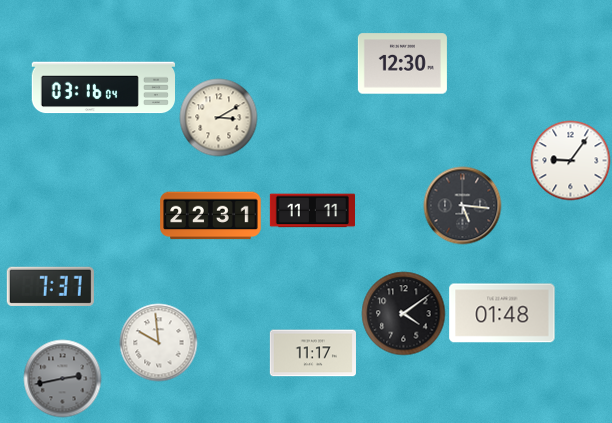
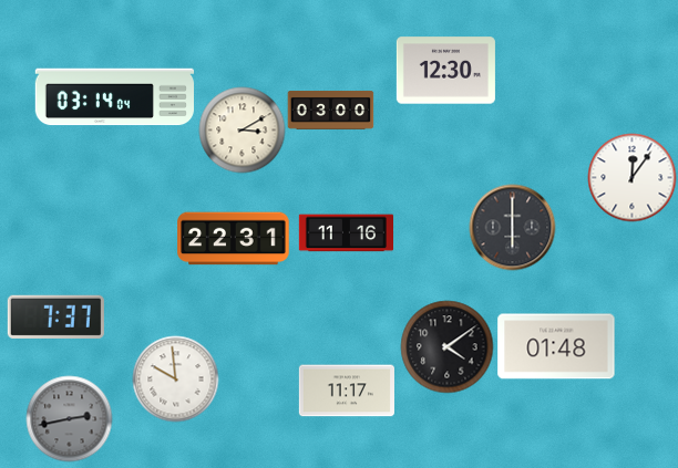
clock at (103, 88): 03:16 -> 03:14
clock at (330, 111): none -> 03:00
clock at (570, 160): 9:06 -> 12:06
clock at (462, 205): 5:16 -> 6:00
clock at (312, 211): 11:11 -> 11:16
